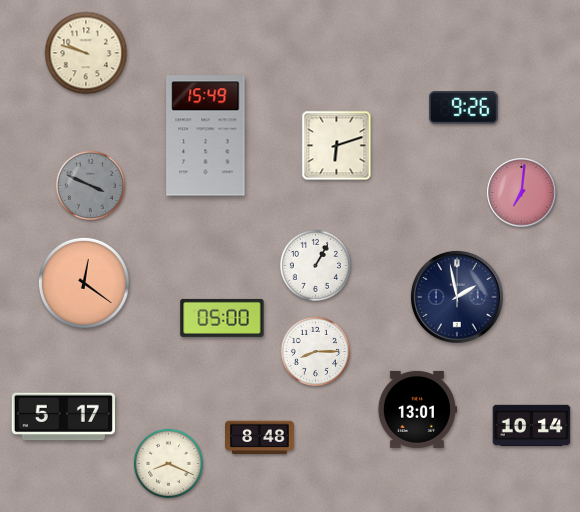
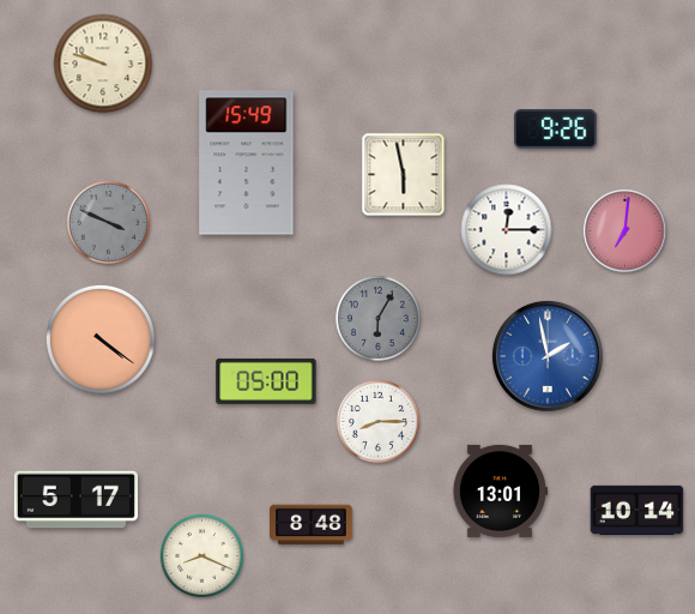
clock at (337, 146): 6:12 -> 5:58
clock at (507, 230): none -> 12:15
clock at (315, 265): 1:05 -> 6:05
clock at (315, 265) dial: white -> grey
clock at (84, 283): 12:21 -> 4:21
clock at (457, 297) dial: navy -> blue
